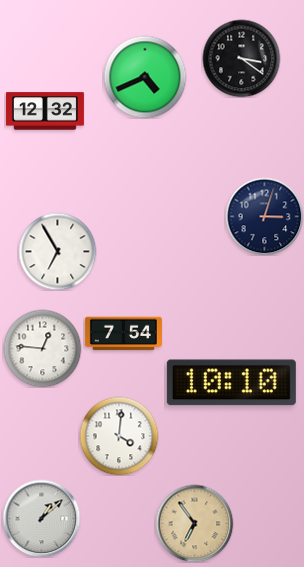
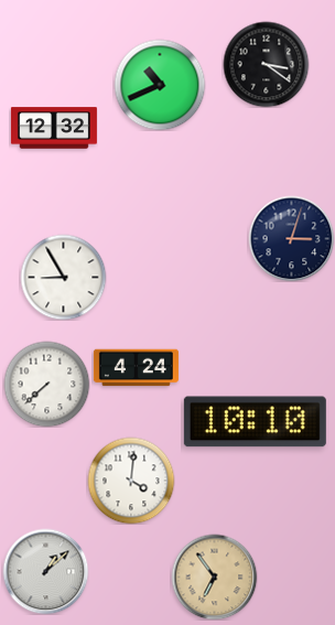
clock at (145, 77): 4:41 -> 10:41
clock at (45, 111) position: (45, 111) -> (54, 128)
clock at (57, 251): 6:55 -> 8:55
clock at (123, 334): 7:54 -> 4:24
clock at (42, 348): 12:46 -> 7:38
